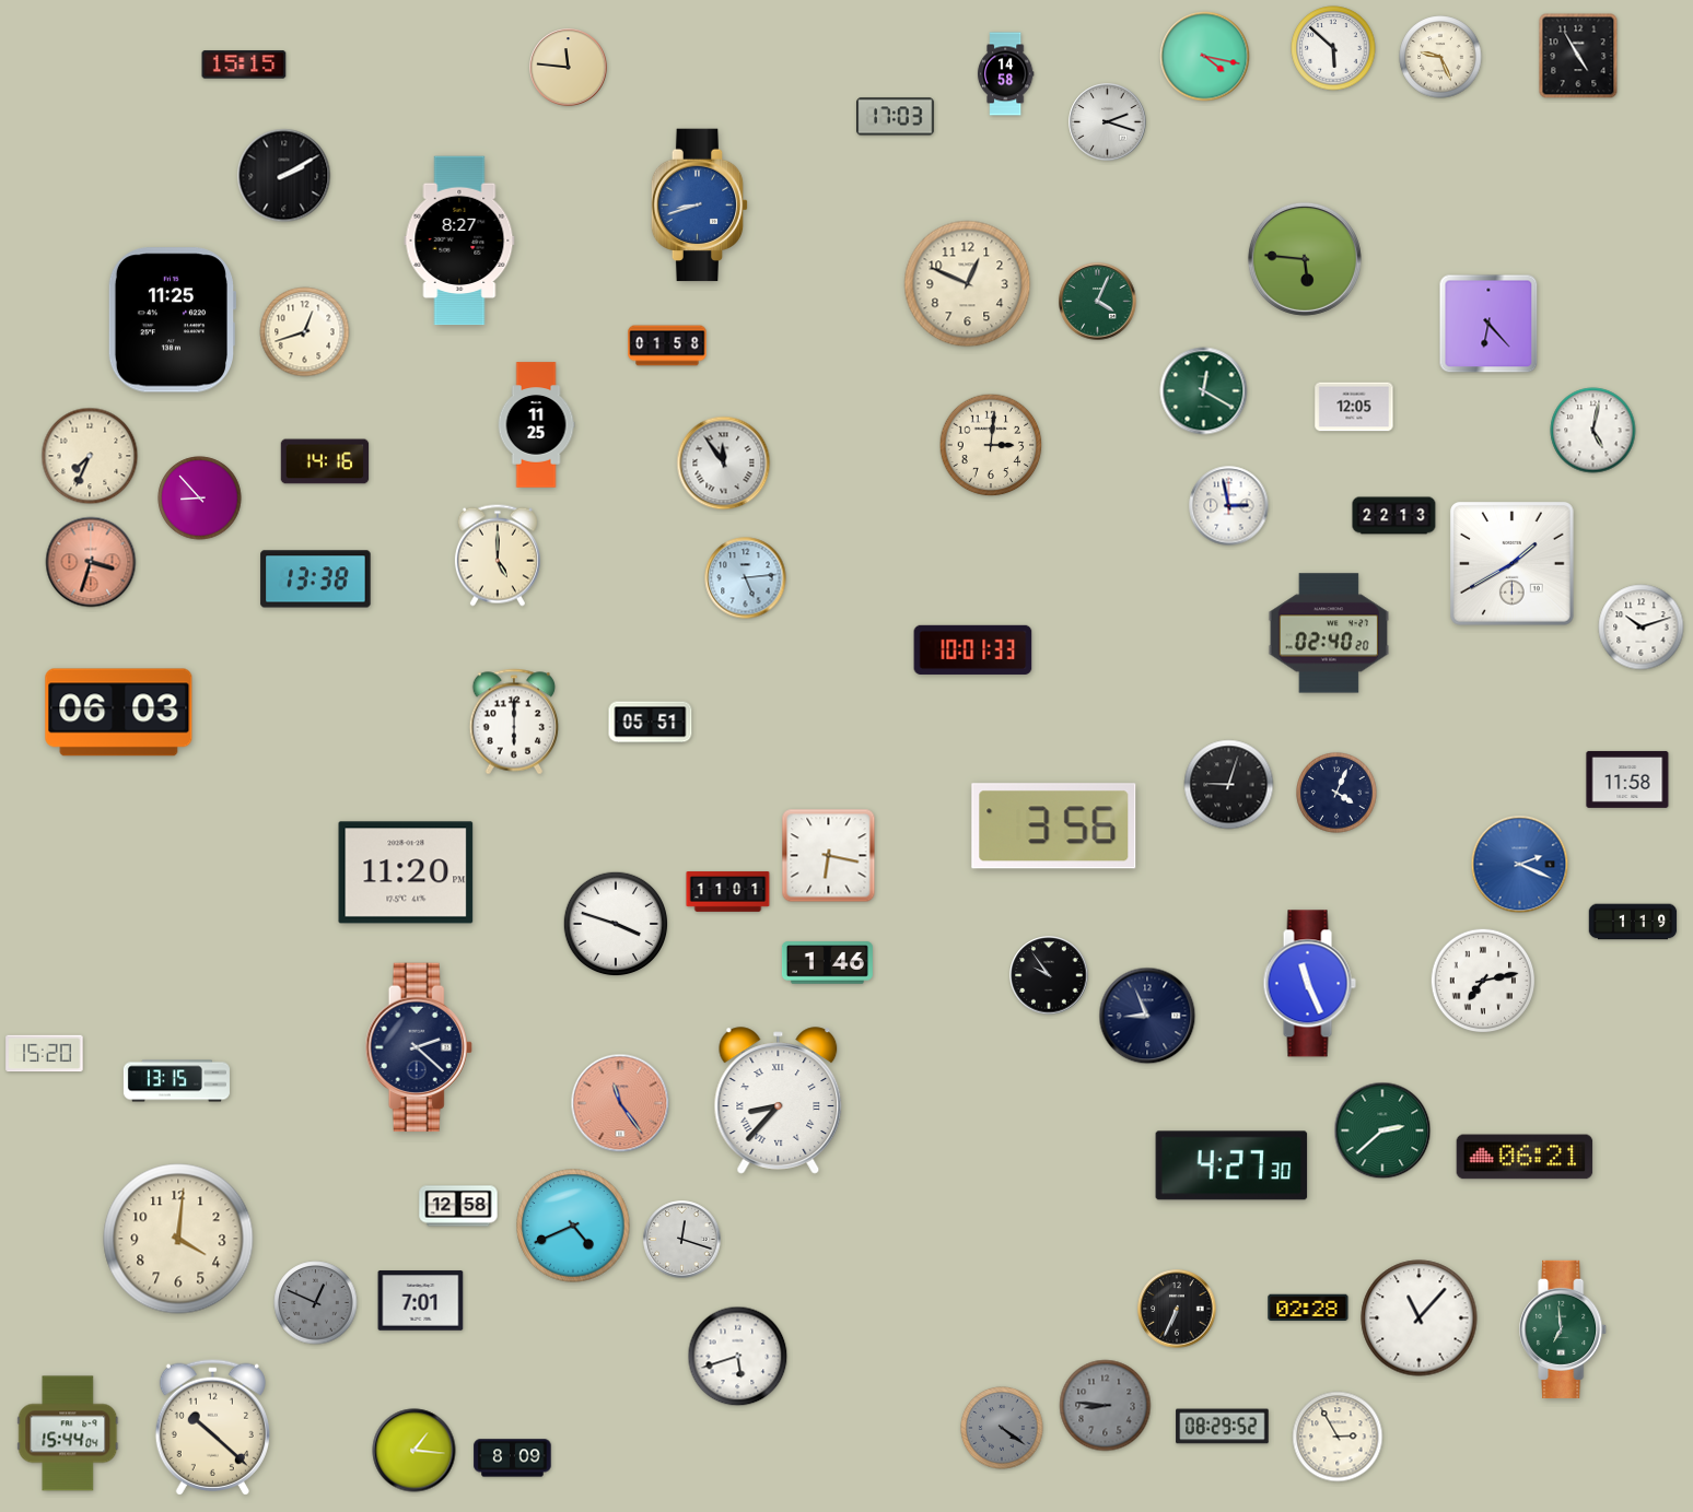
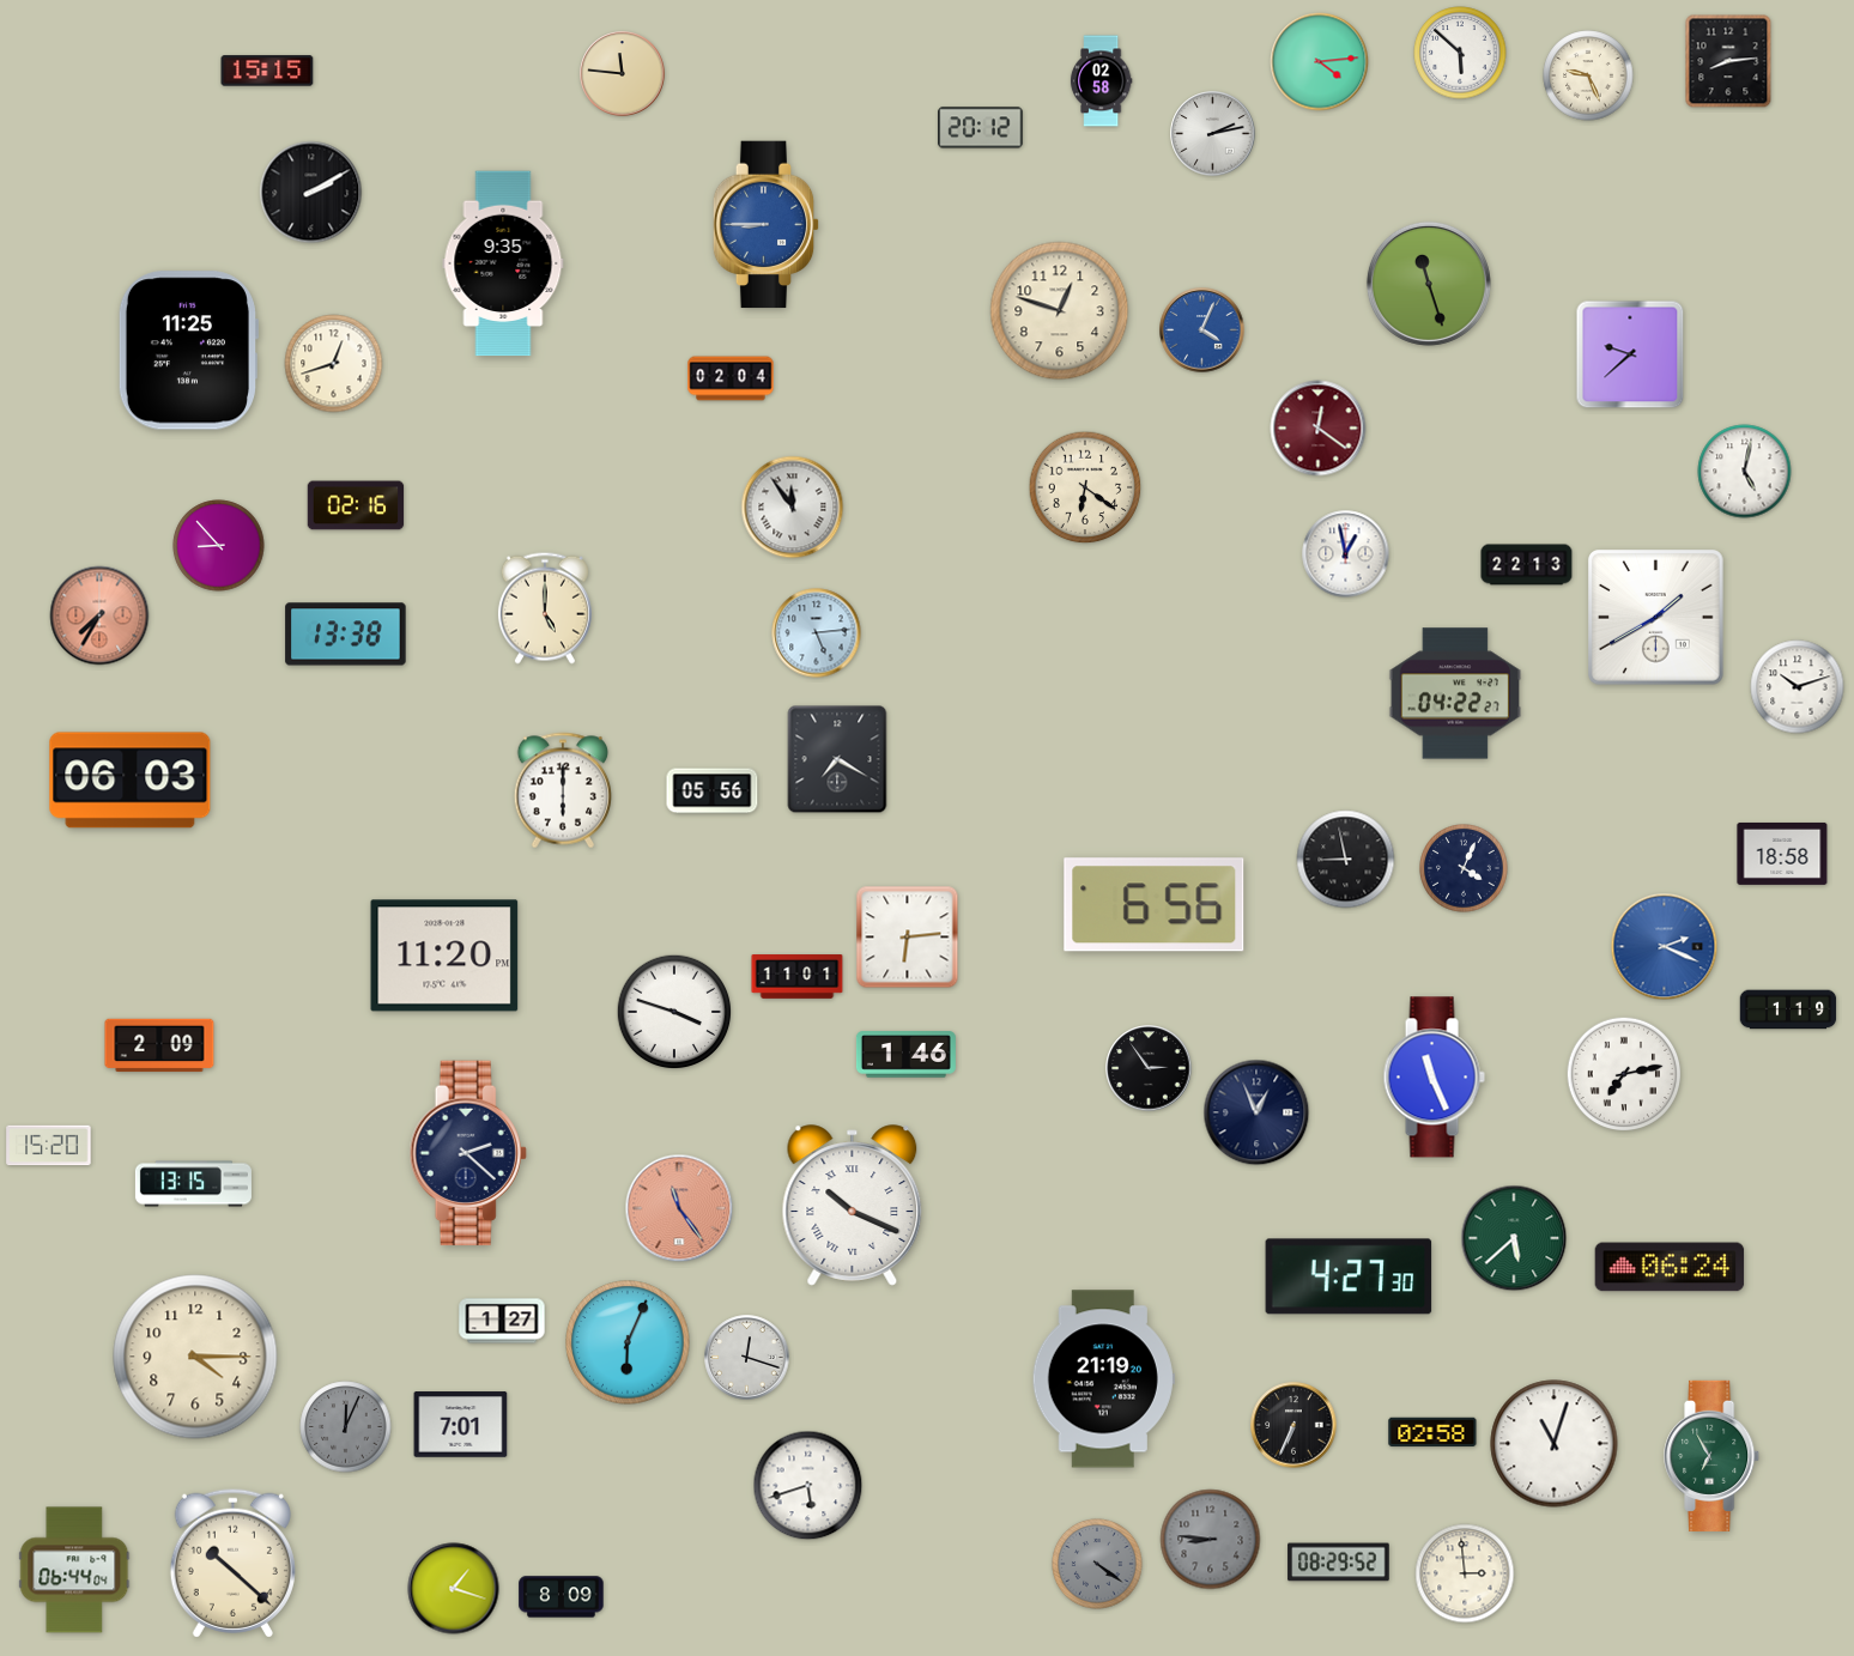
clock at (1578, 56): 4:55 -> 8:14
clock at (1205, 57): 4:17 -> 4:14
clock at (1440, 57) position: (1440, 57) -> (1588, 75)
clock at (1005, 74): 14:58 -> 02:58
clock at (896, 117): 17:03 -> 20:12
clock at (1108, 122): 2:18 -> 2:13
clock at (700, 206): 8:42 -> 8:45
clock at (459, 241): 8:27 -> 9:35
clock at (1305, 259): 5:46 -> 11:27
clock at (968, 284): 12:49 -> 12:48
clock at (1098, 302) dial: green -> blue
clock at (1488, 324): 6:23 -> 9:38
clock at (667, 345): 01:58 -> 02:04
clock at (1204, 391): 12:20 -> 12:21
clock at (1204, 391) dial: green -> burgundy
clock at (1354, 407): 12:05 -> none
clock at (536, 425): 11:25 -> none
clock at (991, 445): 3:01 -> 6:21
clock at (90, 456): 7:34 -> none
clock at (325, 461): 14:16 -> 02:16
clock at (1229, 506): 2:58 -> 12:58
clock at (91, 562): 3:33 -> 7:35
clock at (1329, 633): 02:40 -> 04:22
clock at (973, 649): 10:01 -> none
clock at (837, 759): none -> 7:20
clock at (651, 723): 05:51 -> 05:56
clock at (1627, 780): 11:58 -> 18:58
clock at (1229, 785): 9:03 -> 8:58
clock at (1054, 827): 3:56 -> 6:56
clock at (829, 856): 6:17 -> 6:14
clock at (159, 1045): none -> 2:09
clock at (1049, 975): 9:54 -> 2:54
clock at (1147, 1016): 8:56 -> 12:56
clock at (419, 1047) position: (419, 1047) -> (468, 1153)
clock at (45, 1054) position: (45, 1054) -> (49, 1146)
clock at (779, 1101): 8:37 -> 10:19
clock at (1382, 1130): 2:38 -> 5:38
clock at (1525, 1157): 06:21 -> 06:24
clock at (458, 1206): 12:58 -> 1:27
clock at (573, 1226): 4:41 -> 6:04
clock at (178, 1239): 4:01 -> 4:15
clock at (1103, 1379): none -> 21:19
clock at (316, 1303): 12:49 -> 12:04
clock at (1308, 1308): 02:28 -> 02:58
clock at (1177, 1309) position: (1177, 1309) -> (1293, 1425)
clock at (1420, 1318): 11:07 -> 11:03
clock at (1564, 1329): 6:59 -> 6:55
clock at (68, 1433): 15:44 -> 06:44
clock at (1338, 1437): 2:55 -> 2:59
clock at (415, 1451): 1:16 -> 1:18
